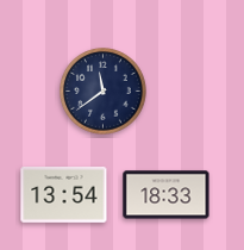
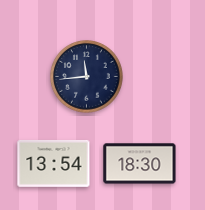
clock at (104, 92): 11:39 -> 11:44
clock at (167, 195): 18:33 -> 18:30
